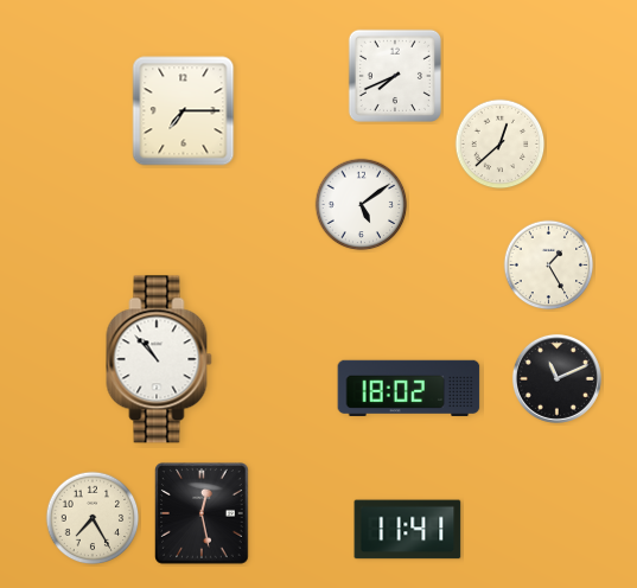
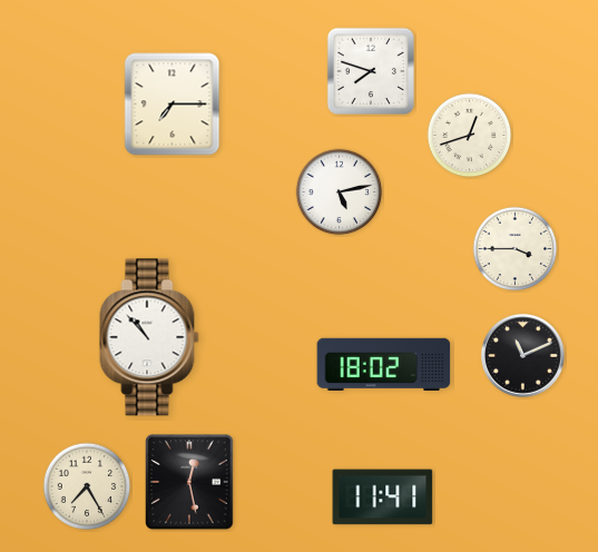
clock at (394, 75): 7:41 -> 7:48
clock at (501, 145): 12:38 -> 12:42
clock at (362, 205): 5:09 -> 5:13
clock at (549, 266): 1:25 -> 3:45
